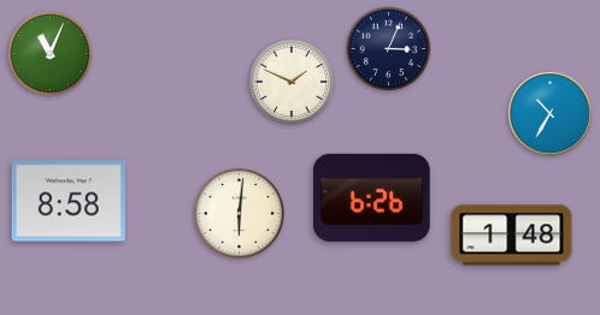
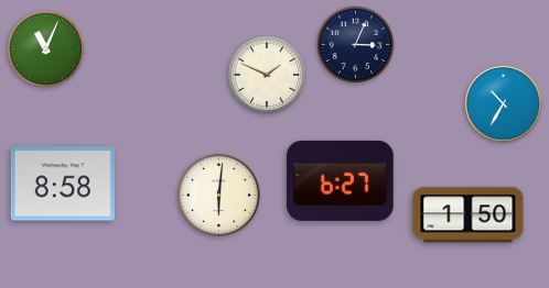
clock at (372, 197): 6:26 -> 6:27
clock at (512, 236): 1:48 -> 1:50
